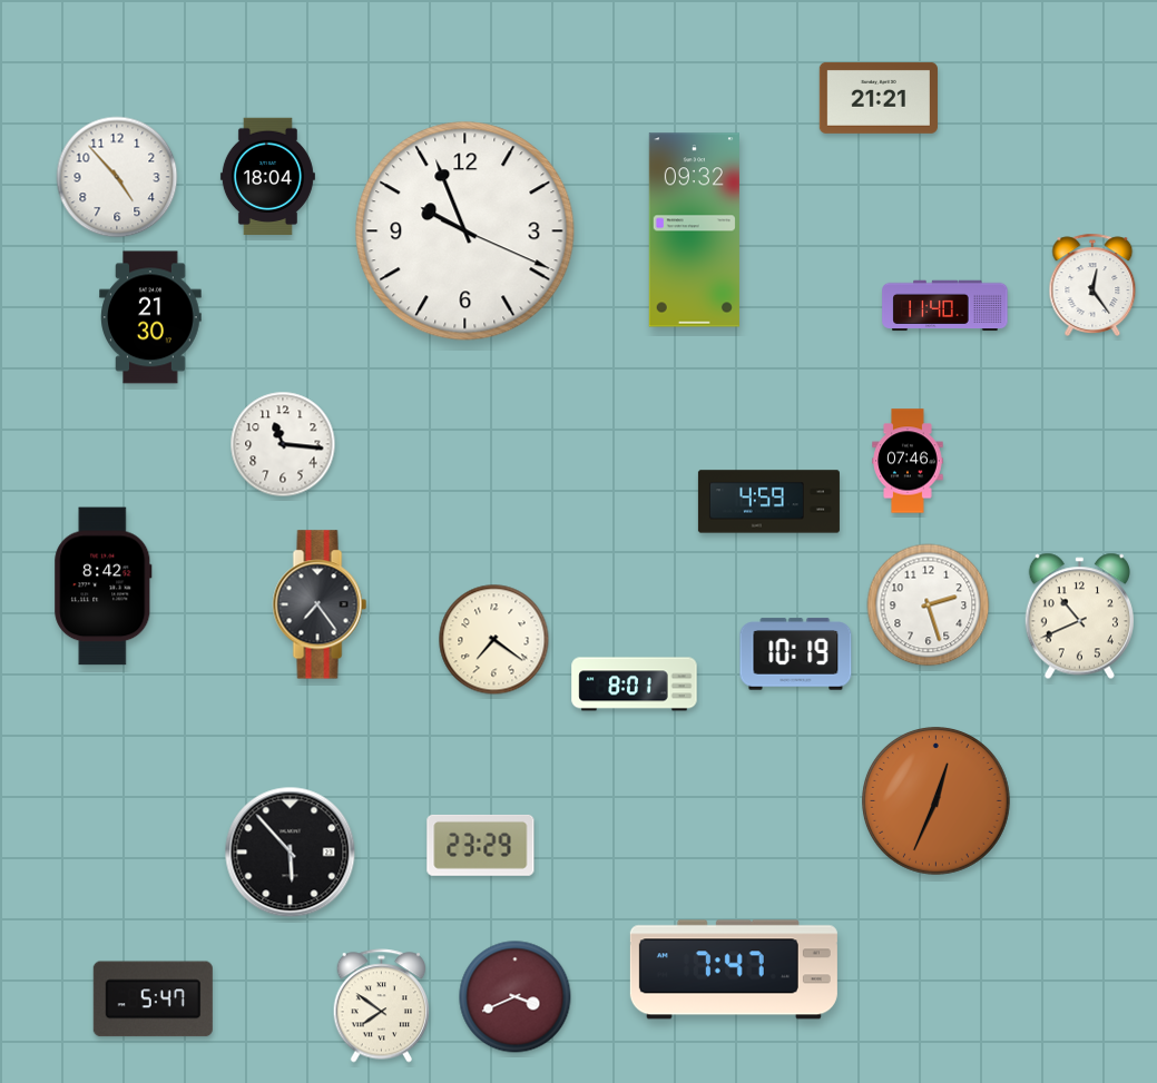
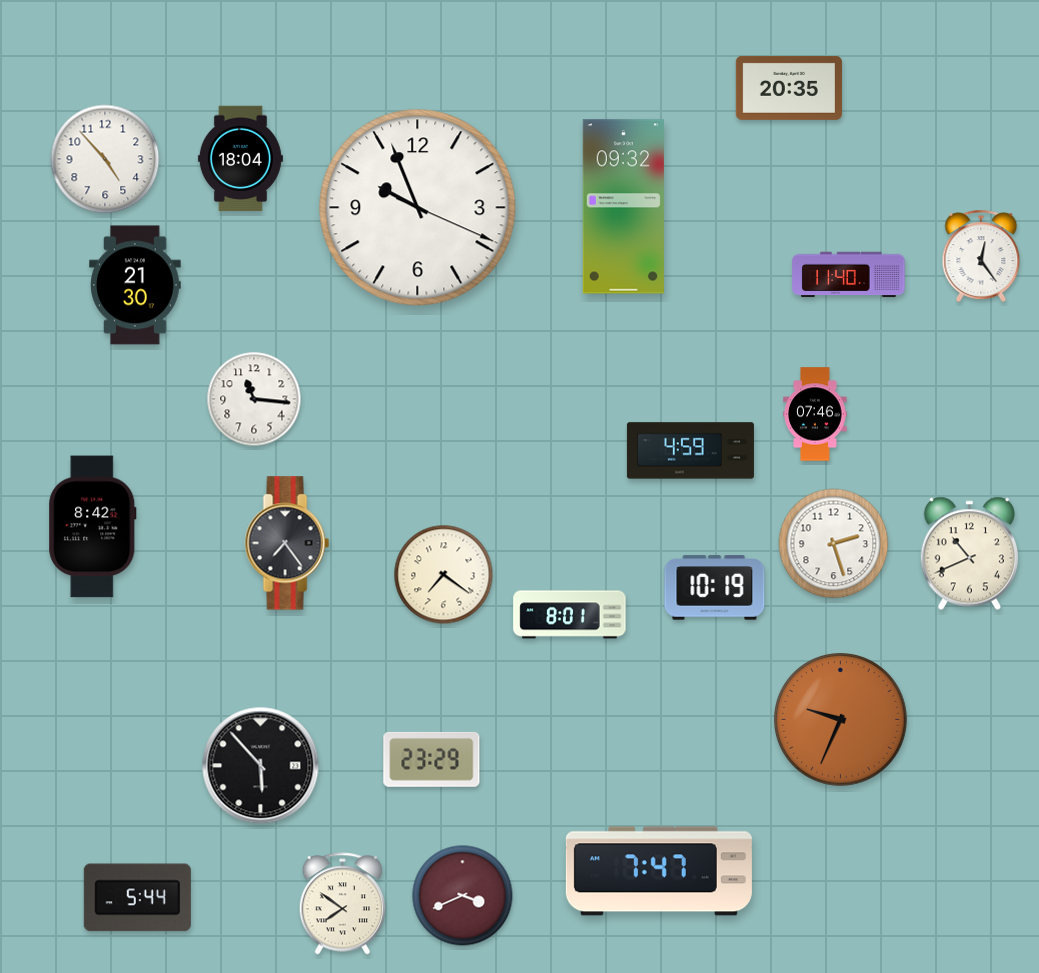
clock at (879, 98): 21:21 -> 20:35
clock at (937, 801): 12:34 -> 9:34
clock at (153, 1000): 5:47 -> 5:44
